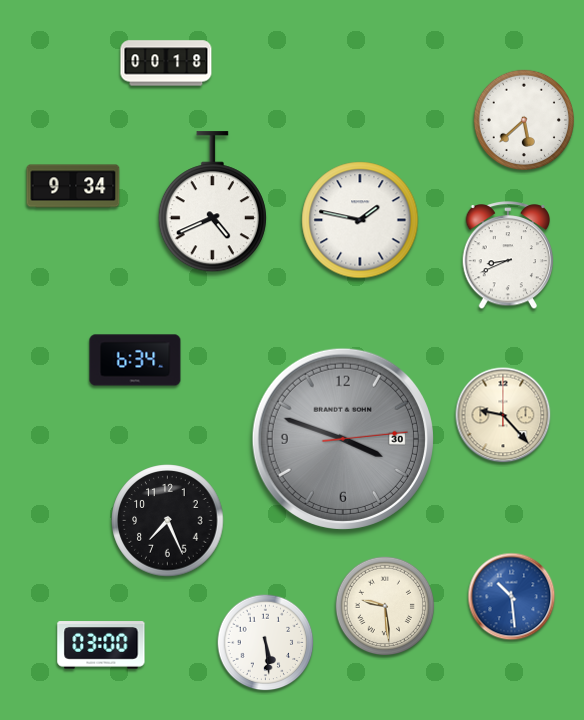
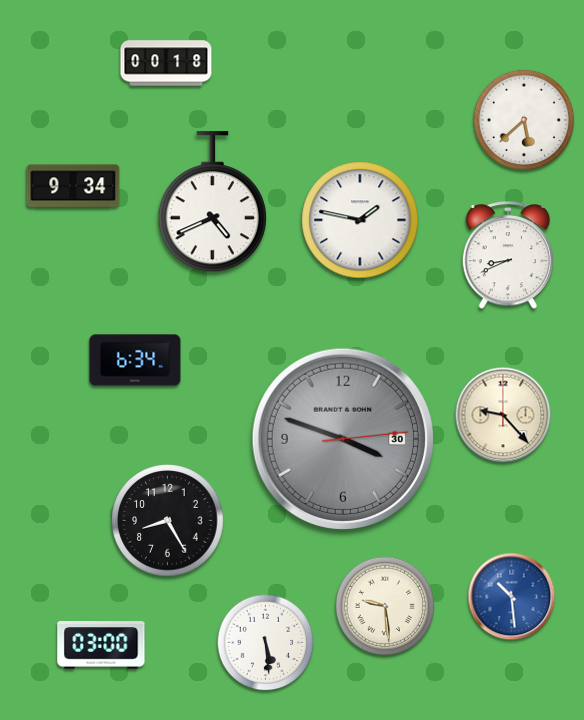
clock at (168, 521): 7:26 -> 8:25
